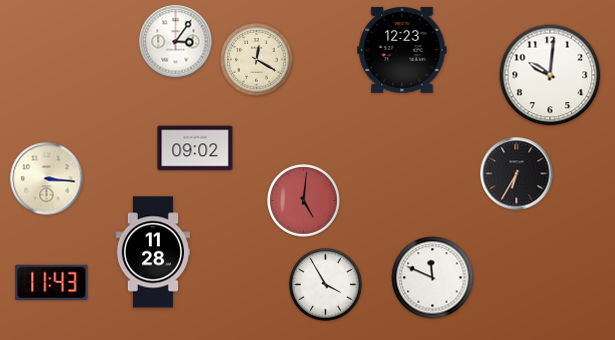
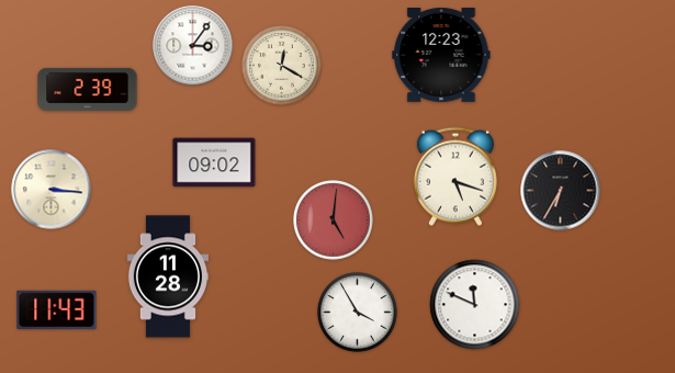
clock at (550, 75): 10:01 -> none
clock at (88, 89): none -> 2:39
clock at (455, 177): none -> 5:18
clock at (517, 174) position: (517, 174) -> (561, 191)
clock at (47, 179) position: (47, 179) -> (52, 190)
